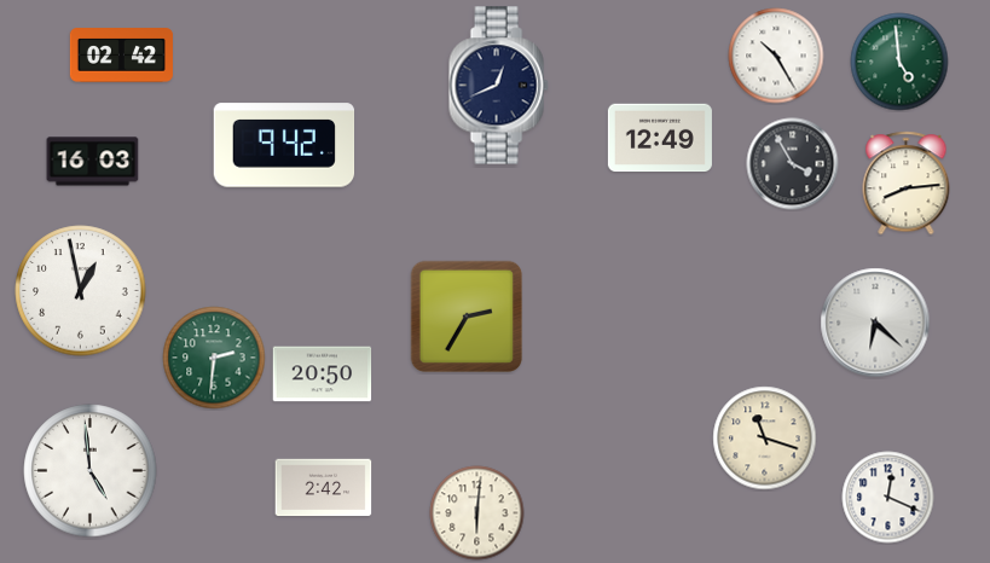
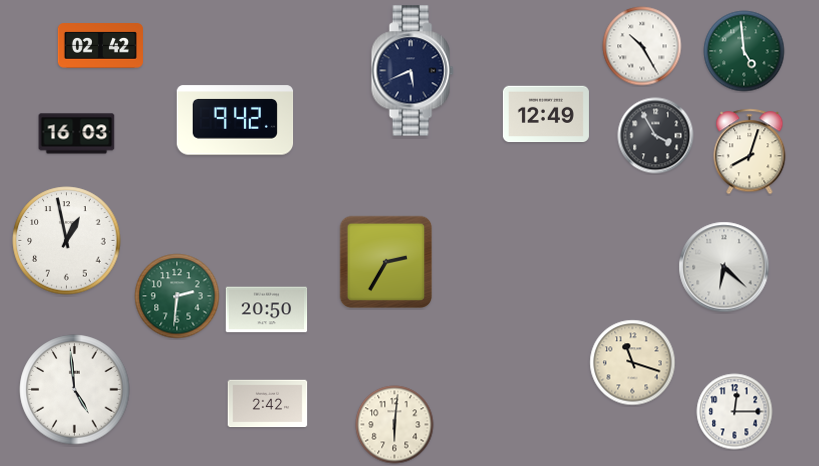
clock at (498, 86): 12:41 -> 5:41
clock at (907, 184): 8:14 -> 8:03
clock at (888, 498): 12:19 -> 12:15
